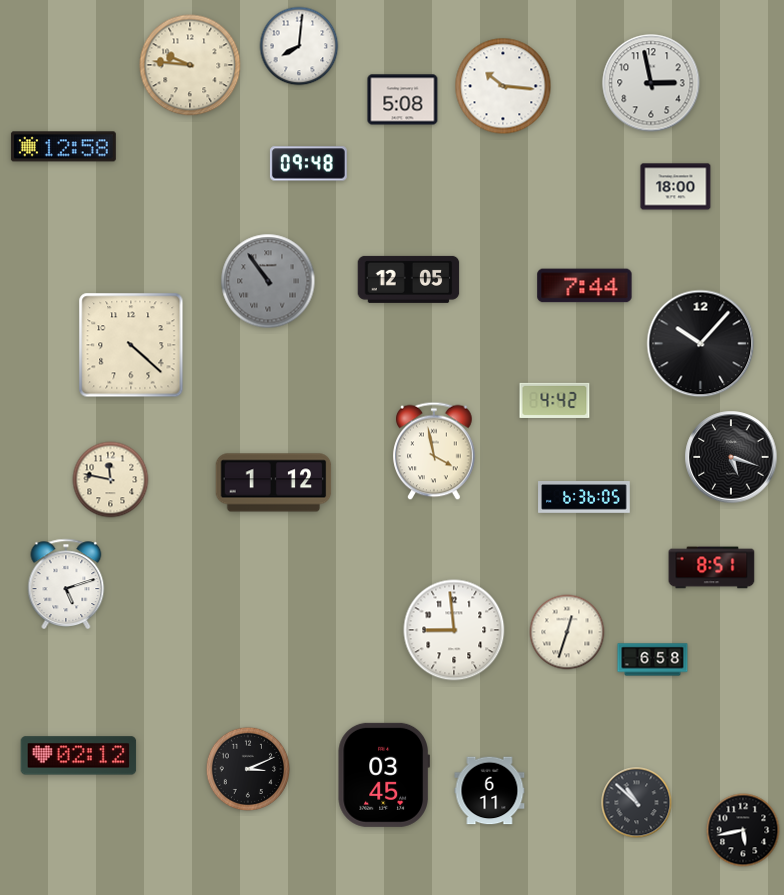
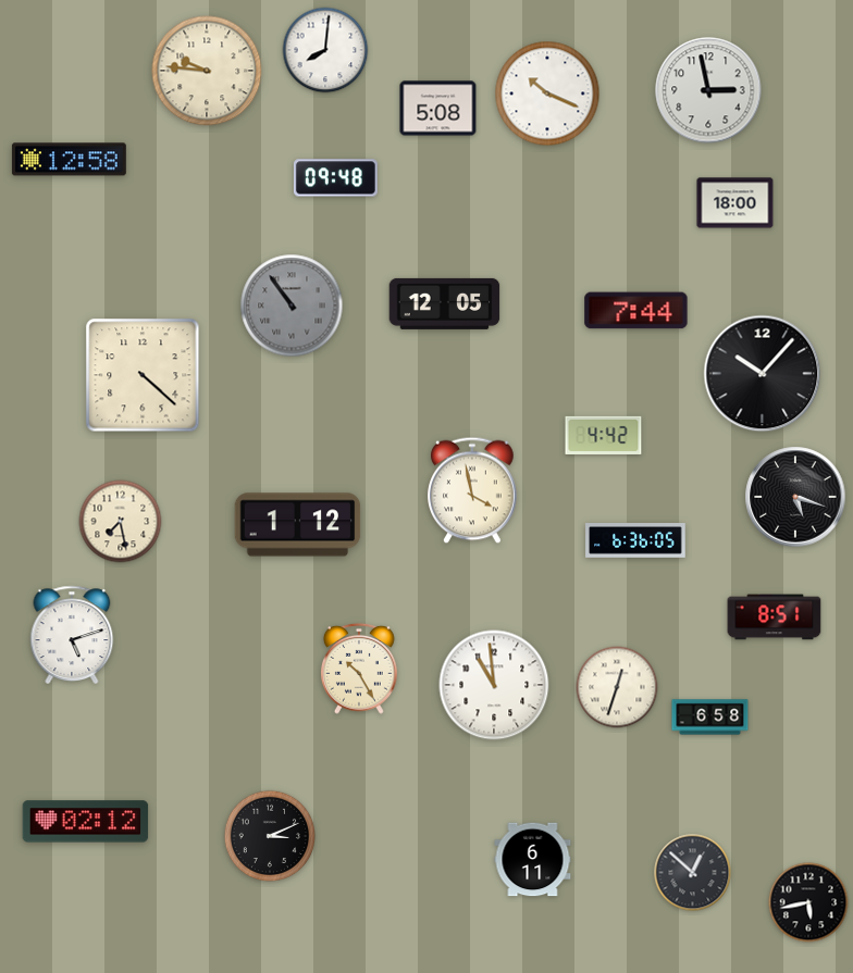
clock at (503, 86): 10:16 -> 10:19
clock at (111, 480): 11:47 -> 7:28
clock at (359, 669): none -> 10:25
clock at (454, 630): 8:59 -> 10:59
clock at (384, 775): 03:45 -> none
clock at (637, 803): 10:52 -> 12:52
